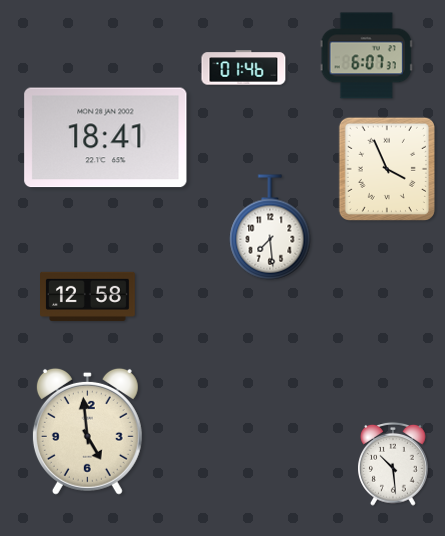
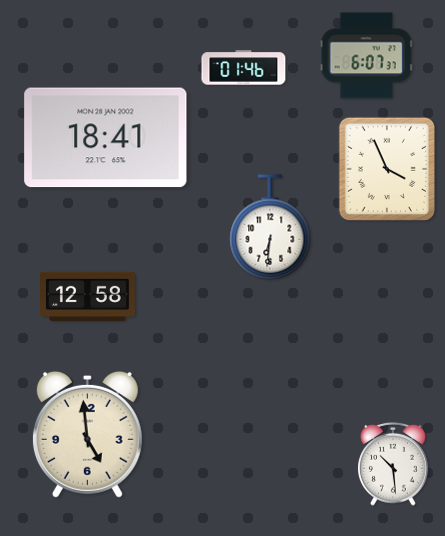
clock at (270, 227): 7:29 -> 6:31
clock at (87, 431) position: (87, 431) -> (87, 434)
